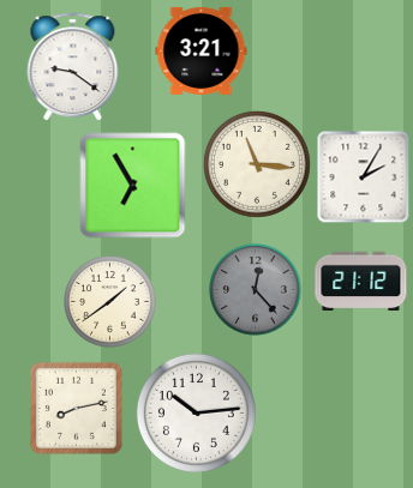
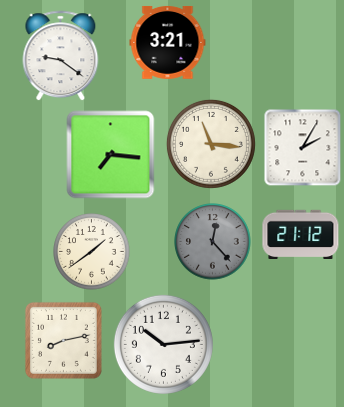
clock at (257, 164) position: (257, 164) -> (211, 144)
clock at (133, 186): 6:55 -> 7:16
